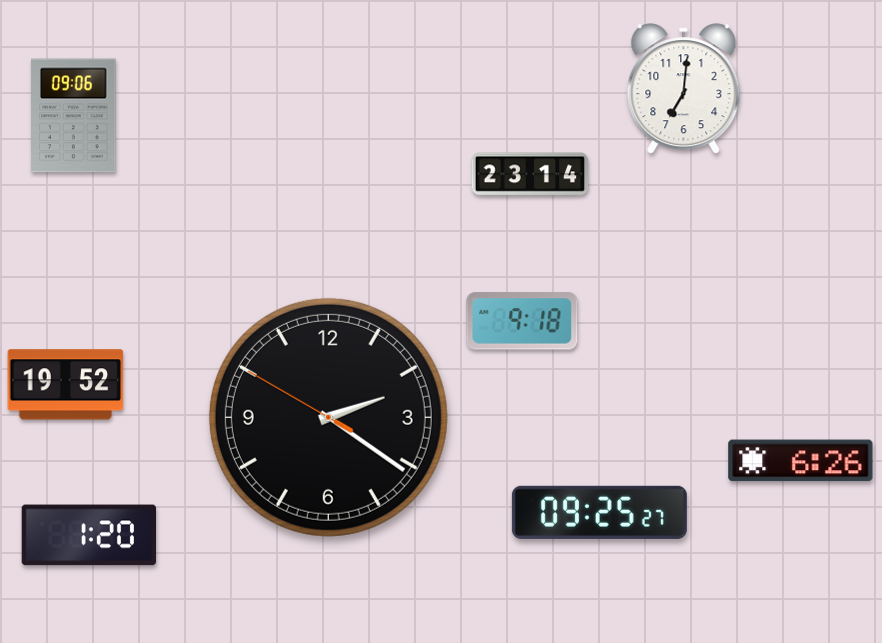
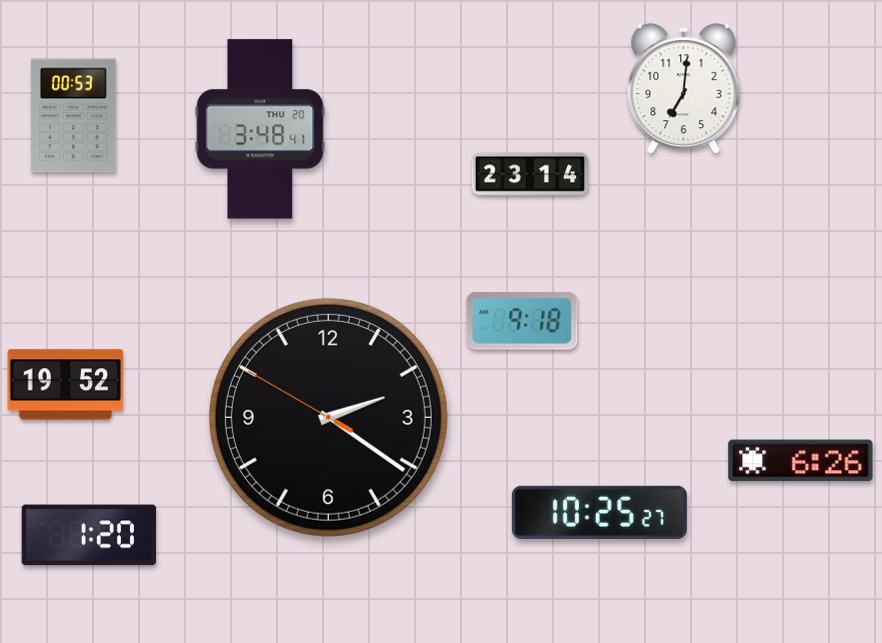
clock at (74, 116): 09:06 -> 00:53
clock at (260, 129): none -> 3:48
clock at (599, 512): 09:25 -> 10:25
